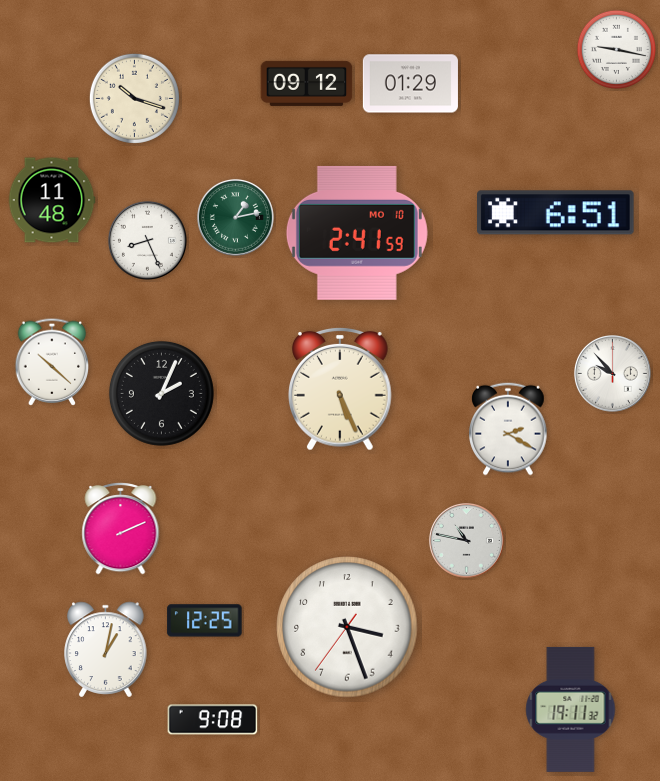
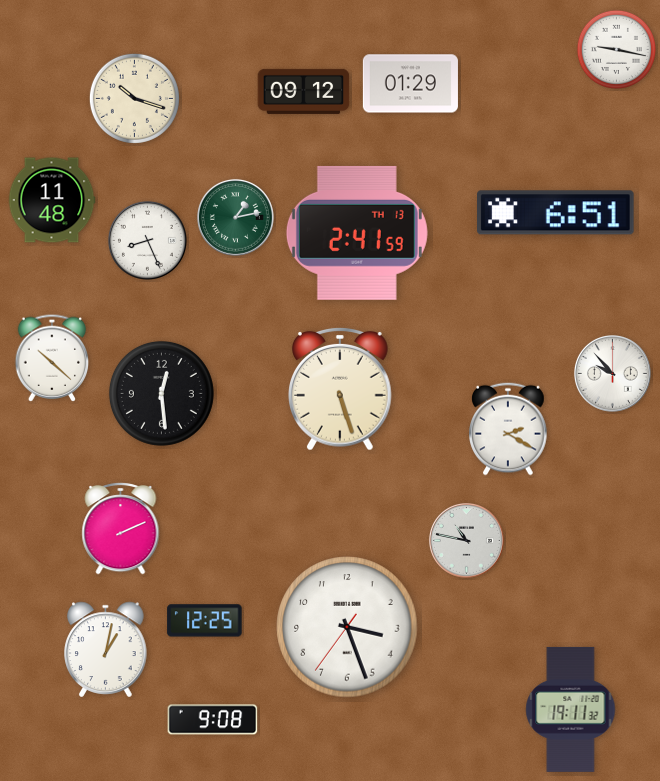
clock at (307, 83) position: (307, 83) -> (304, 91)
clock at (357, 233) date: MO 10 -> TH 13
clock at (52, 362) position: (52, 362) -> (52, 358)
clock at (341, 390): 5:26 -> 5:27
clock at (161, 393): 2:04 -> 12:29
